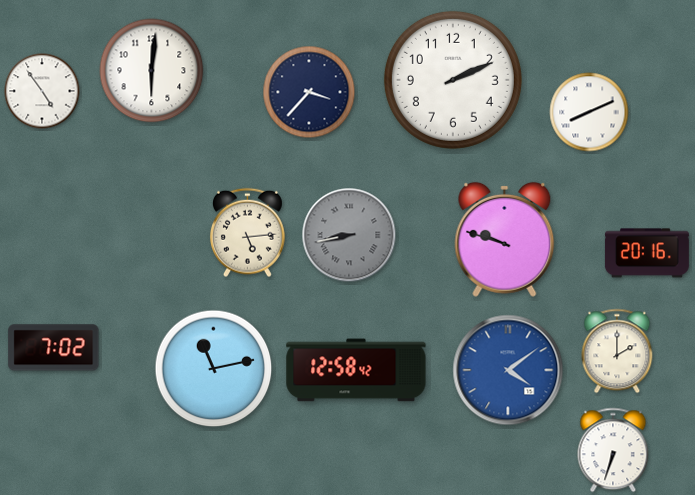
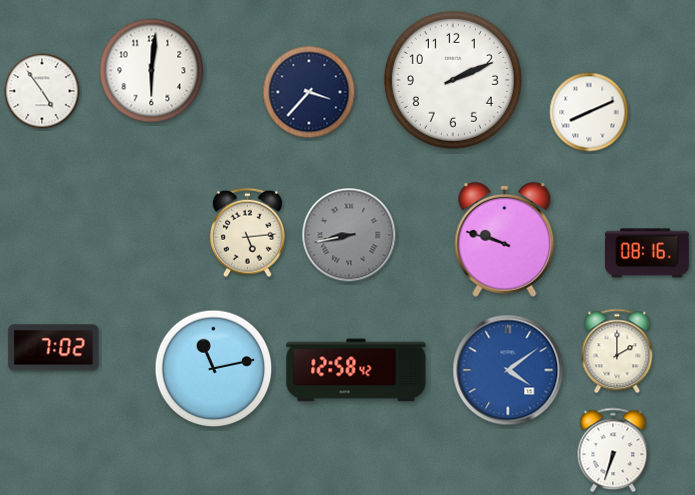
clock at (647, 253): 20:16 -> 08:16
